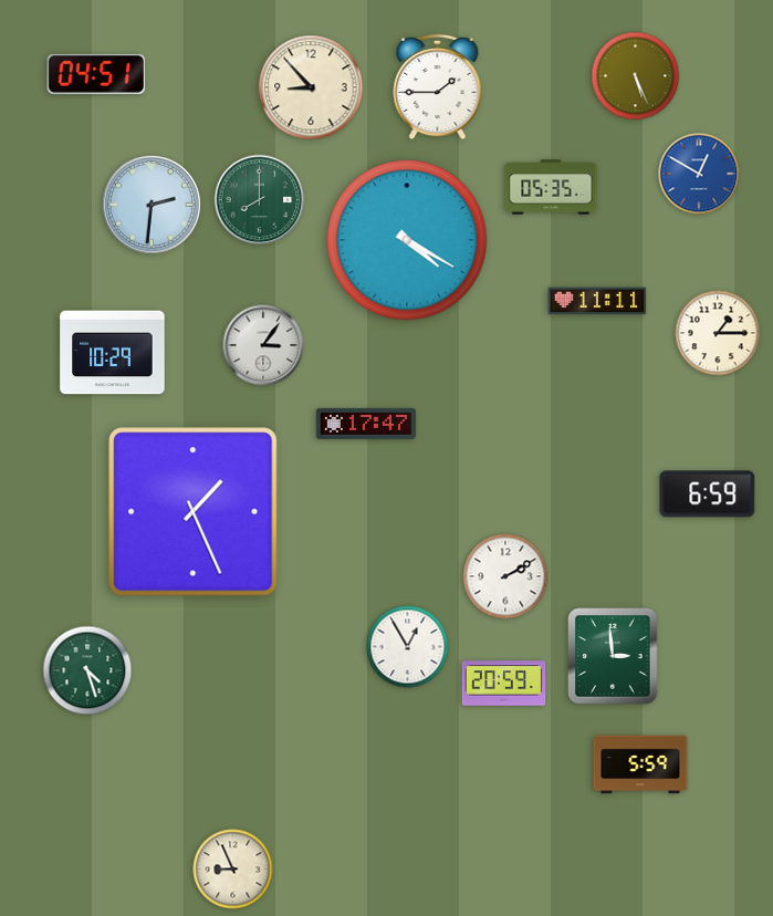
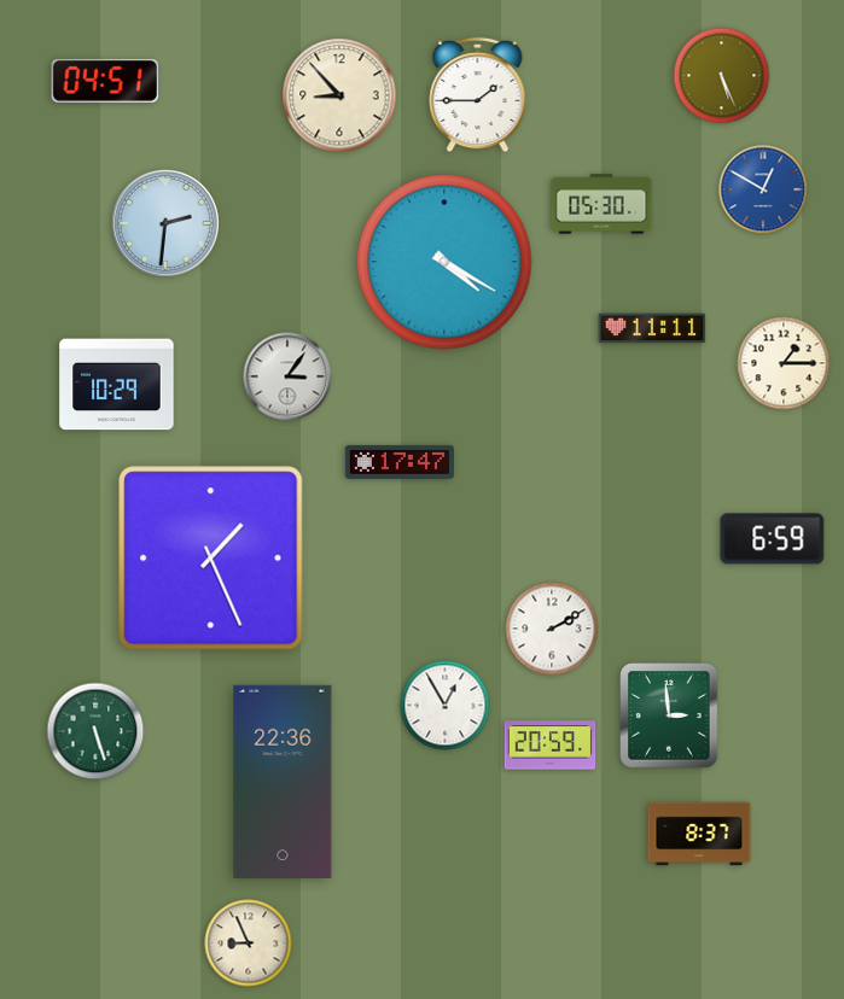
clock at (636, 76) position: (636, 76) -> (722, 76)
clock at (551, 187): 05:35 -> 05:30
clock at (260, 200): 8:00 -> none
clock at (113, 353) position: (113, 353) -> (117, 385)
clock at (87, 670): 4:27 -> 5:27
clock at (283, 782): none -> 22:36
clock at (640, 764): 5:59 -> 8:37
clock at (233, 870) position: (233, 870) -> (249, 943)
